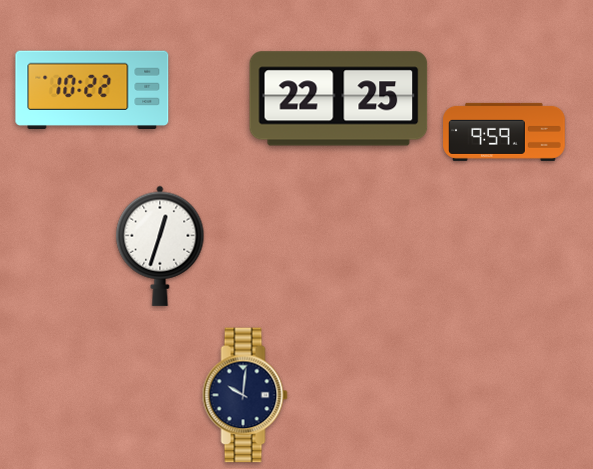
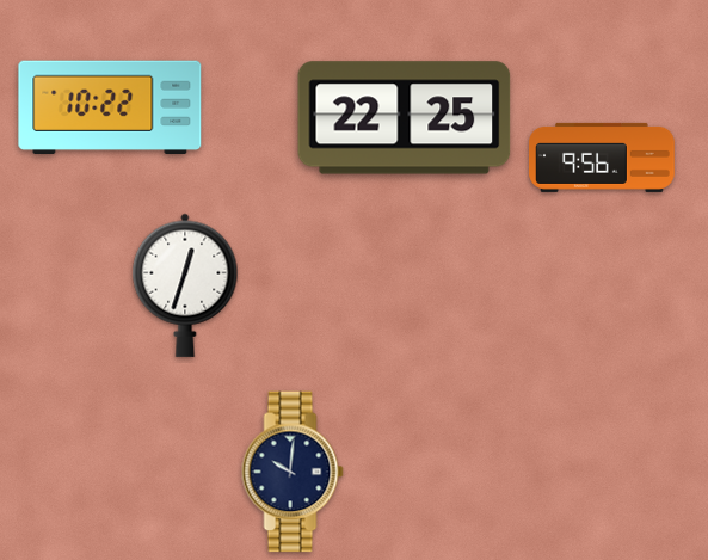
clock at (504, 132): 9:59 -> 9:56
clock at (160, 246) position: (160, 246) -> (185, 285)
